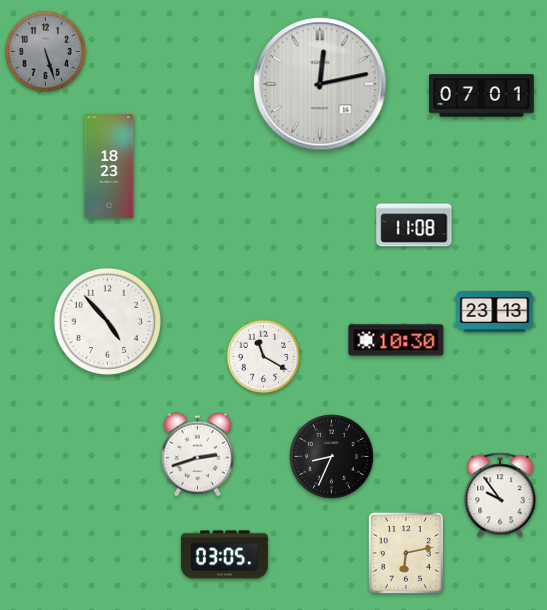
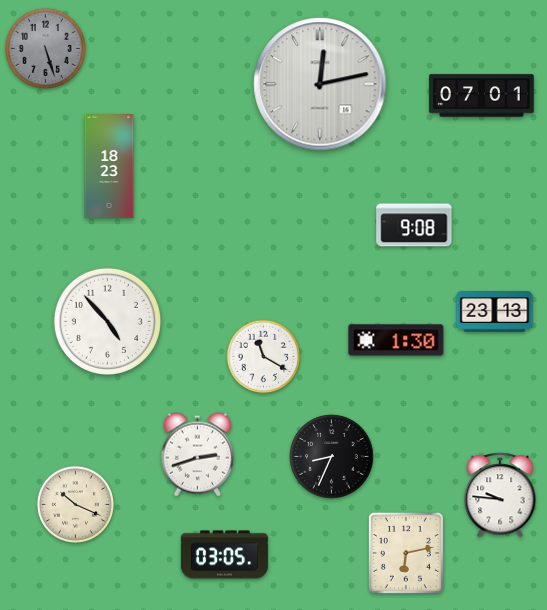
clock at (45, 51) position: (45, 51) -> (45, 48)
clock at (414, 225): 11:08 -> 9:08
clock at (396, 340): 10:30 -> 1:30
clock at (500, 495): 9:54 -> 9:46
clock at (75, 504): none -> 10:19
